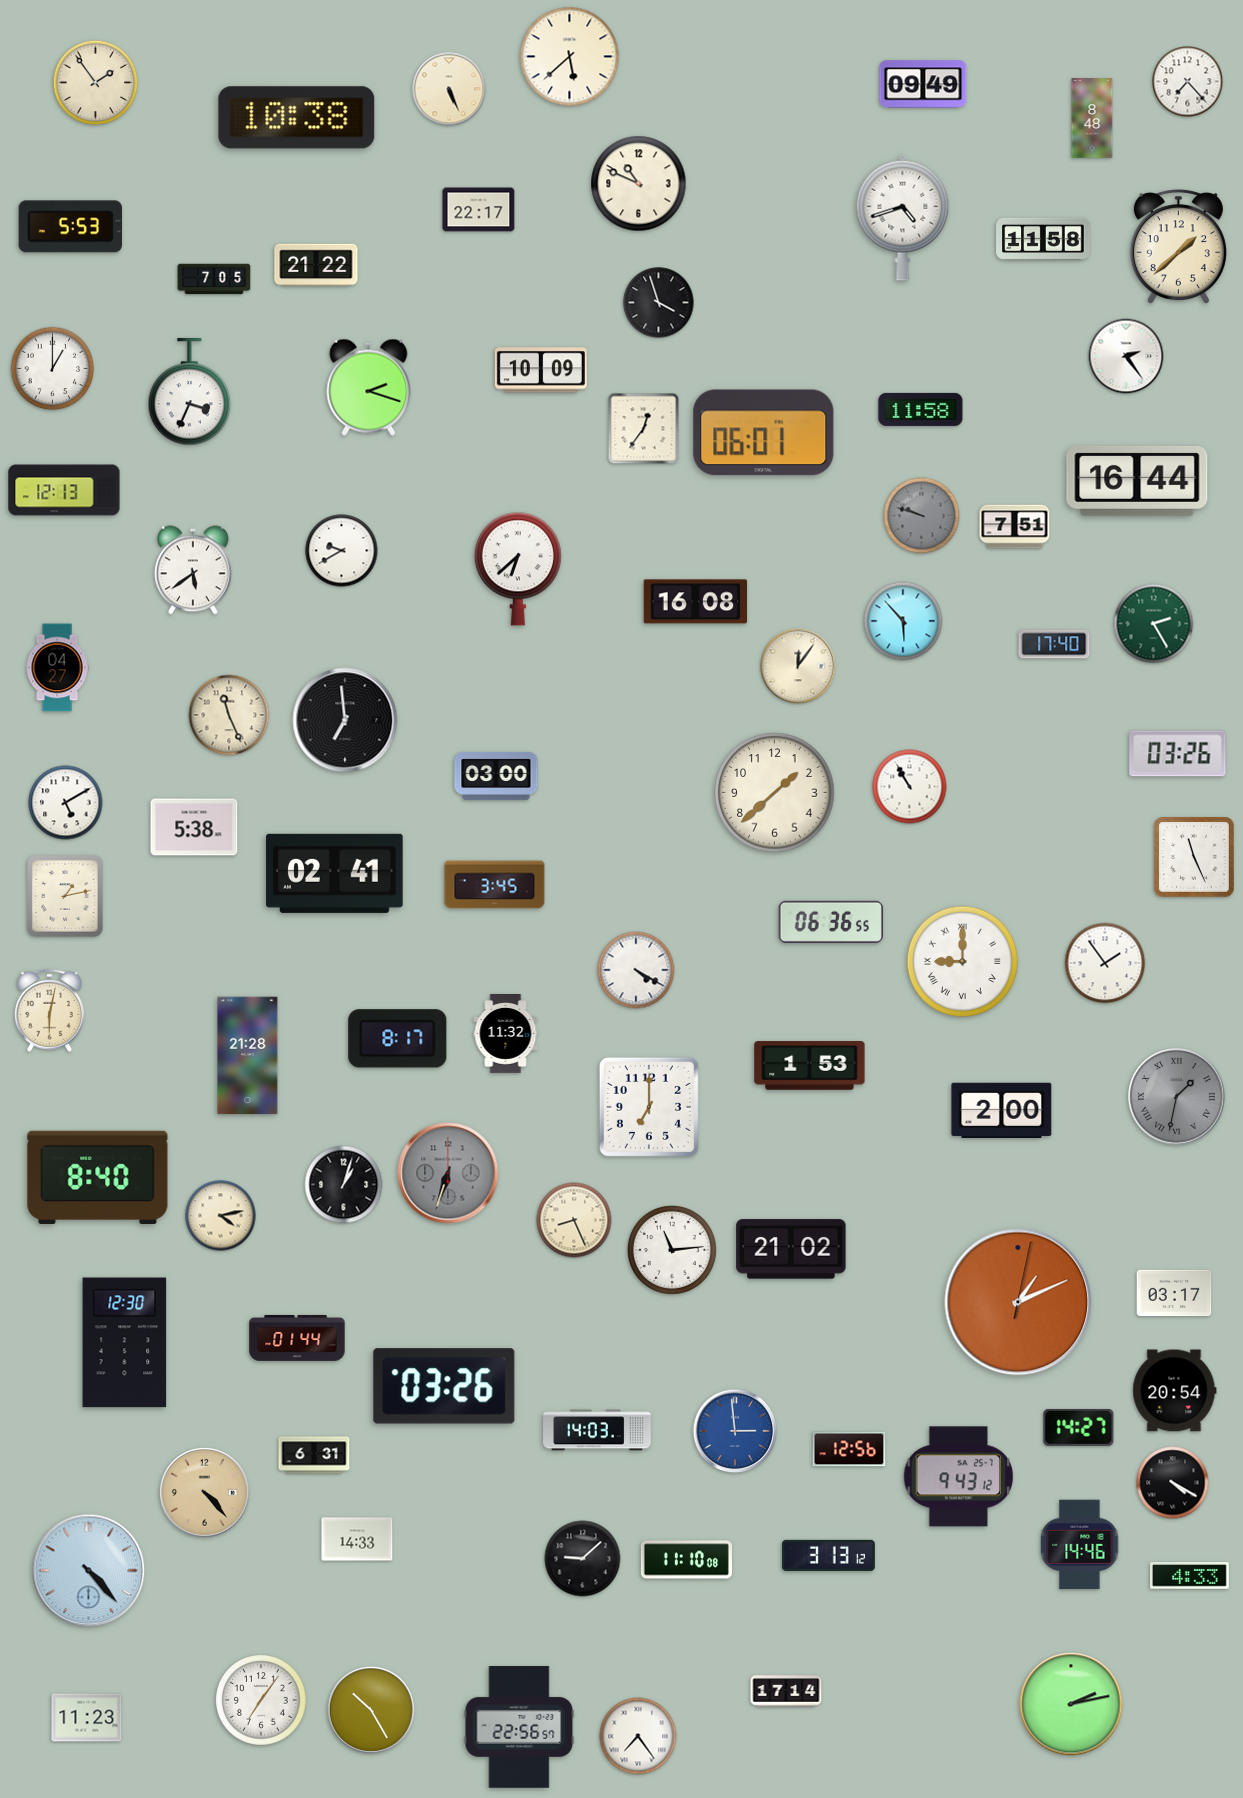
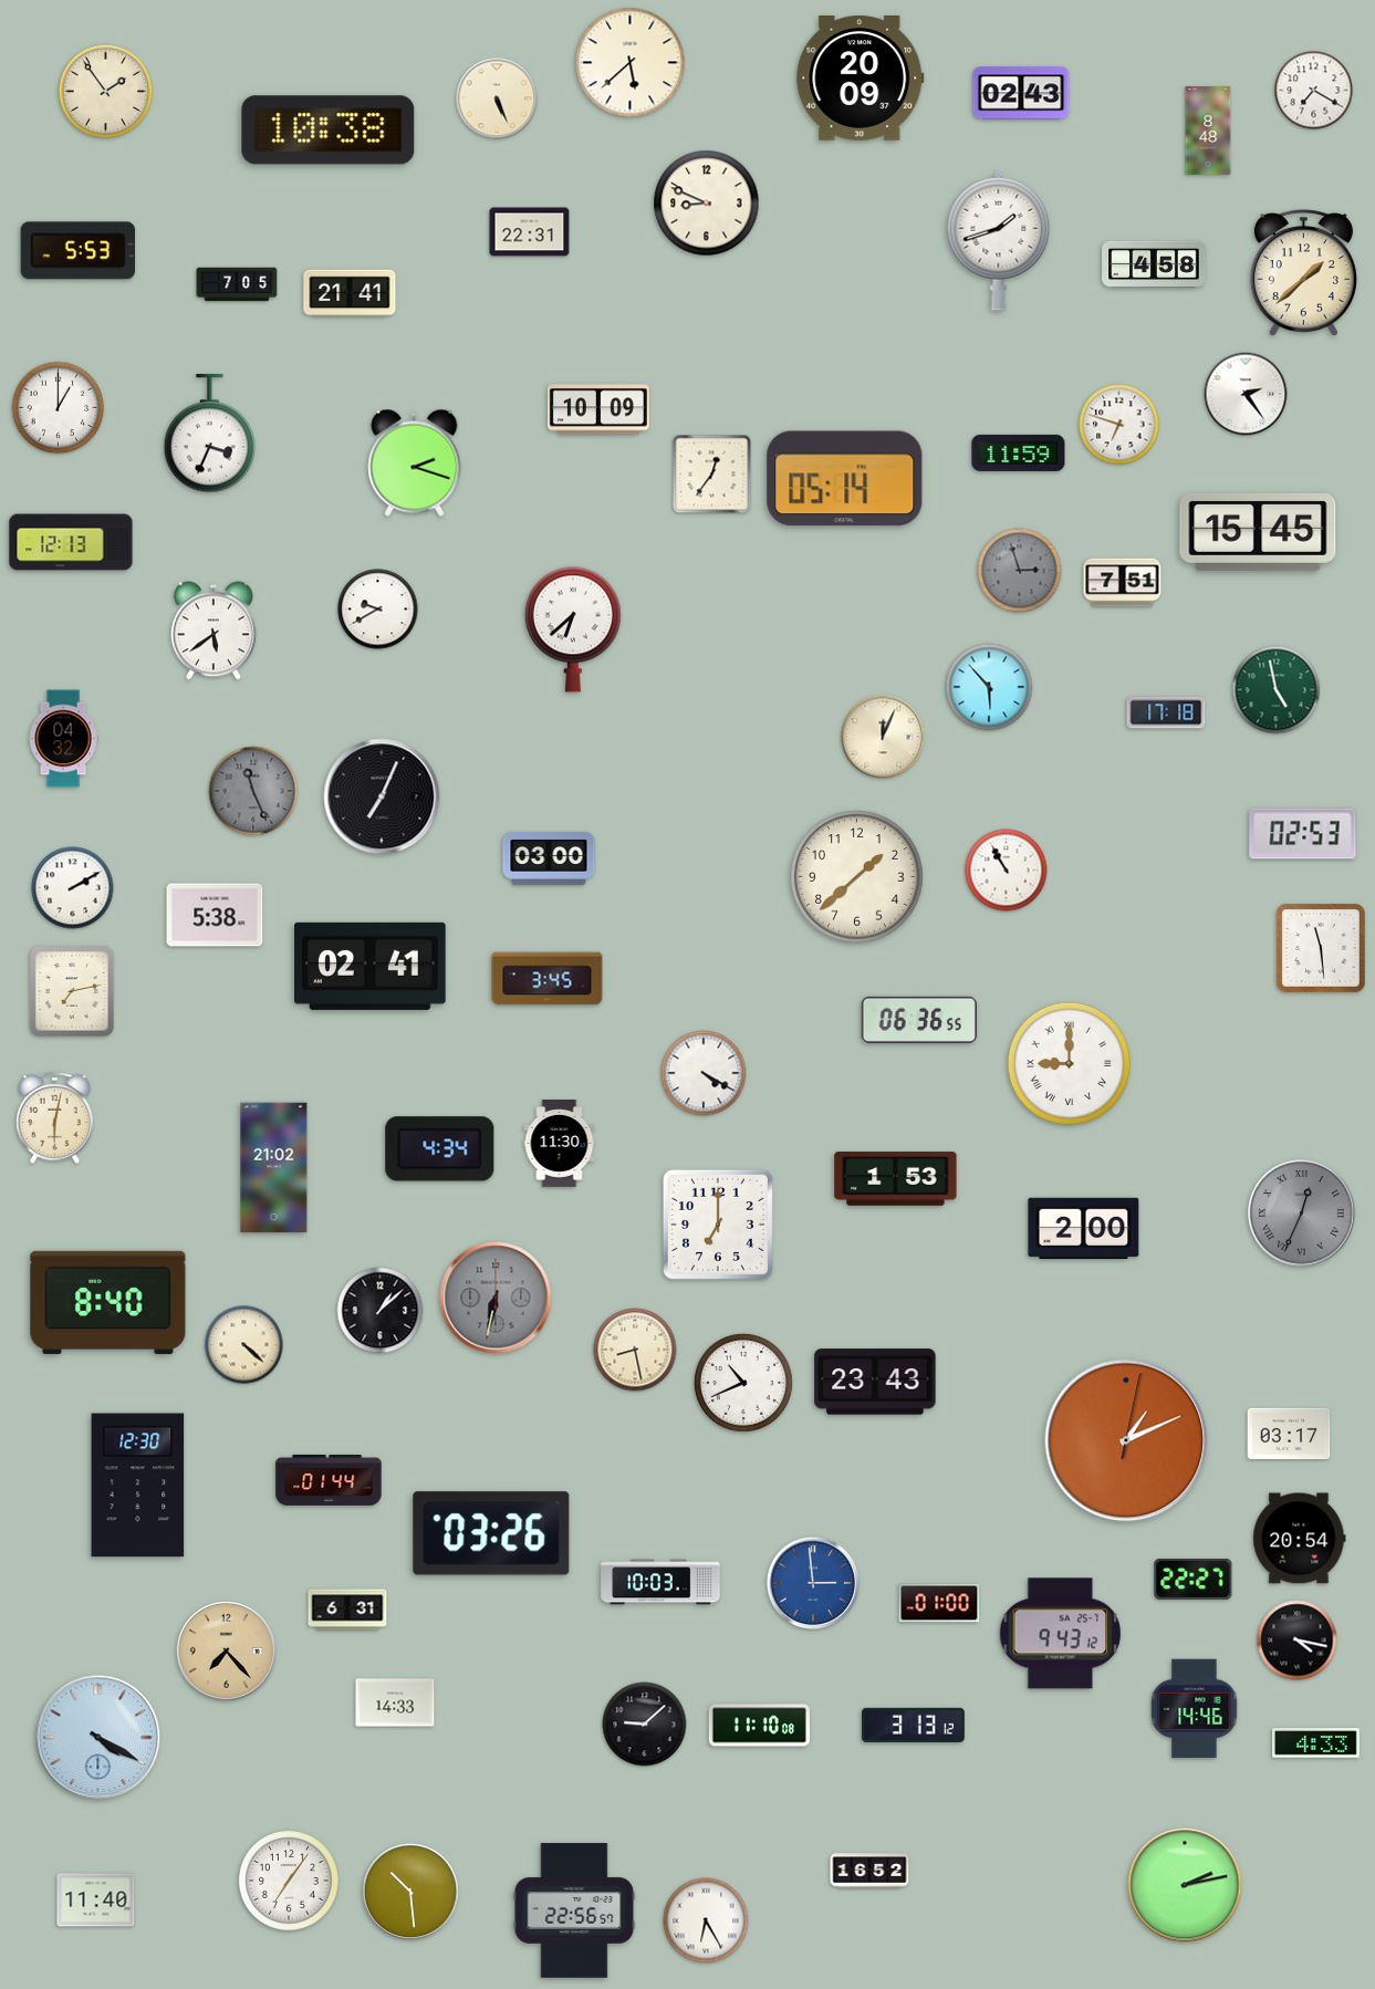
clock at (861, 79): none -> 20:09
clock at (1188, 82): 7:23 -> 7:20
clock at (923, 84): 09:49 -> 02:43
clock at (639, 184): 10:49 -> 8:49
clock at (479, 210): 22:17 -> 22:31
clock at (903, 217): 4:42 -> 1:42
clock at (1043, 239): 11:58 -> 4:58
clock at (316, 265): 21:22 -> 21:41
clock at (214, 279) position: (214, 279) -> (237, 284)
clock at (659, 303): 3:57 -> none
clock at (1119, 425): none -> 6:48
clock at (369, 387) position: (369, 387) -> (415, 462)
clock at (921, 409): 11:58 -> 11:59
clock at (764, 433): 06:01 -> 05:14
clock at (1137, 481): 16:44 -> 15:45
clock at (922, 516): 9:48 -> 2:57
clock at (696, 602): 16:08 -> none
clock at (903, 621) position: (903, 621) -> (989, 687)
clock at (1154, 624): 2:25 -> 4:58
clock at (1054, 644): 17:40 -> 17:18
clock at (798, 666): 12:06 -> 12:04
clock at (57, 668): 04:27 -> 04:32
clock at (229, 715) dial: cream -> grey
clock at (345, 720): 6:59 -> 7:04
clock at (1178, 754): 03:26 -> 02:53
clock at (66, 803): 5:10 -> 2:10
clock at (1195, 858): 11:26 -> 11:29
clock at (66, 897): 1:13 -> 7:13
clock at (962, 961) position: (962, 961) -> (1069, 1063)
clock at (1105, 963): 1:54 -> none
clock at (506, 1034): 11:32 -> 11:30
clock at (398, 1039): 8:17 -> 4:34
clock at (248, 1056): 21:28 -> 21:02
clock at (1177, 1097): 1:32 -> 12:34
clock at (1002, 1110) position: (1002, 1110) -> (1084, 1228)
clock at (448, 1173): 6:33 -> 6:32
clock at (344, 1185): 1:03 -> 1:08
clock at (221, 1216): 4:13 -> 4:22
clock at (574, 1220): 8:26 -> 8:28
clock at (791, 1249): 21:02 -> 23:43
clock at (672, 1250): 11:14 -> 10:41
clock at (1174, 1293) position: (1174, 1293) -> (1289, 1434)
clock at (1079, 1427): 14:27 -> 22:27
clock at (597, 1430): 14:03 -> 10:03
clock at (849, 1449): 12:56 -> 01:00
clock at (1173, 1483): 4:20 -> 4:17
clock at (204, 1492): 4:23 -> 7:23
clock at (828, 1555) position: (828, 1555) -> (913, 1725)
clock at (89, 1571): 4:23 -> 4:20
clock at (786, 1691): 17:14 -> 16:52
clock at (371, 1710): 10:25 -> 10:29
clock at (87, 1718): 11:23 -> 11:40
clock at (638, 1736): 7:24 -> 6:25
